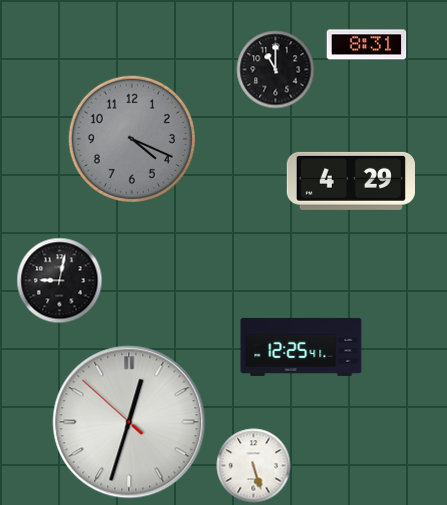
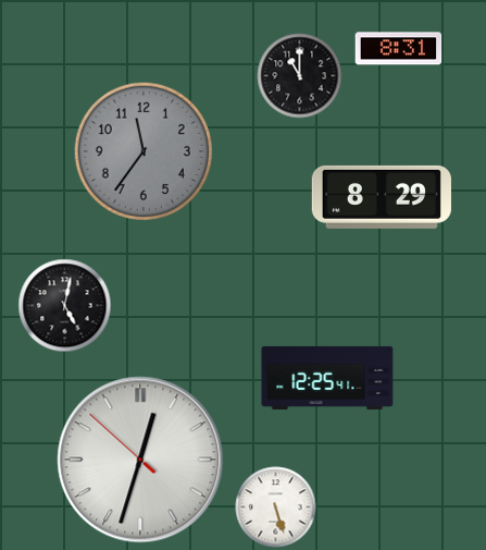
clock at (132, 139): 4:19 -> 11:36
clock at (351, 181): 4:29 -> 8:29
clock at (60, 281): 9:02 -> 5:02
